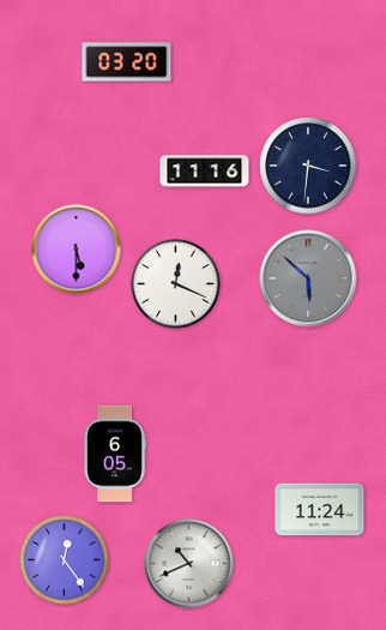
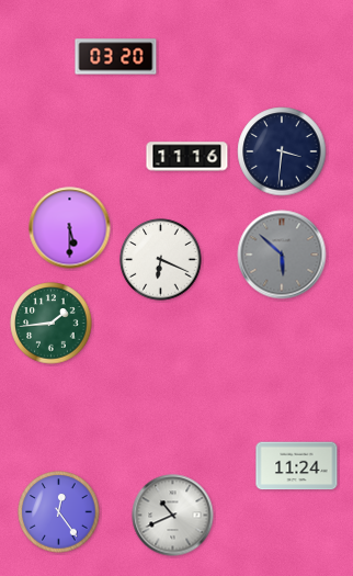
clock at (176, 284): 12:19 -> 6:19
clock at (52, 324): none -> 1:44
clock at (115, 454): 6:05 -> none
clock at (320, 510) position: (320, 510) -> (297, 466)
